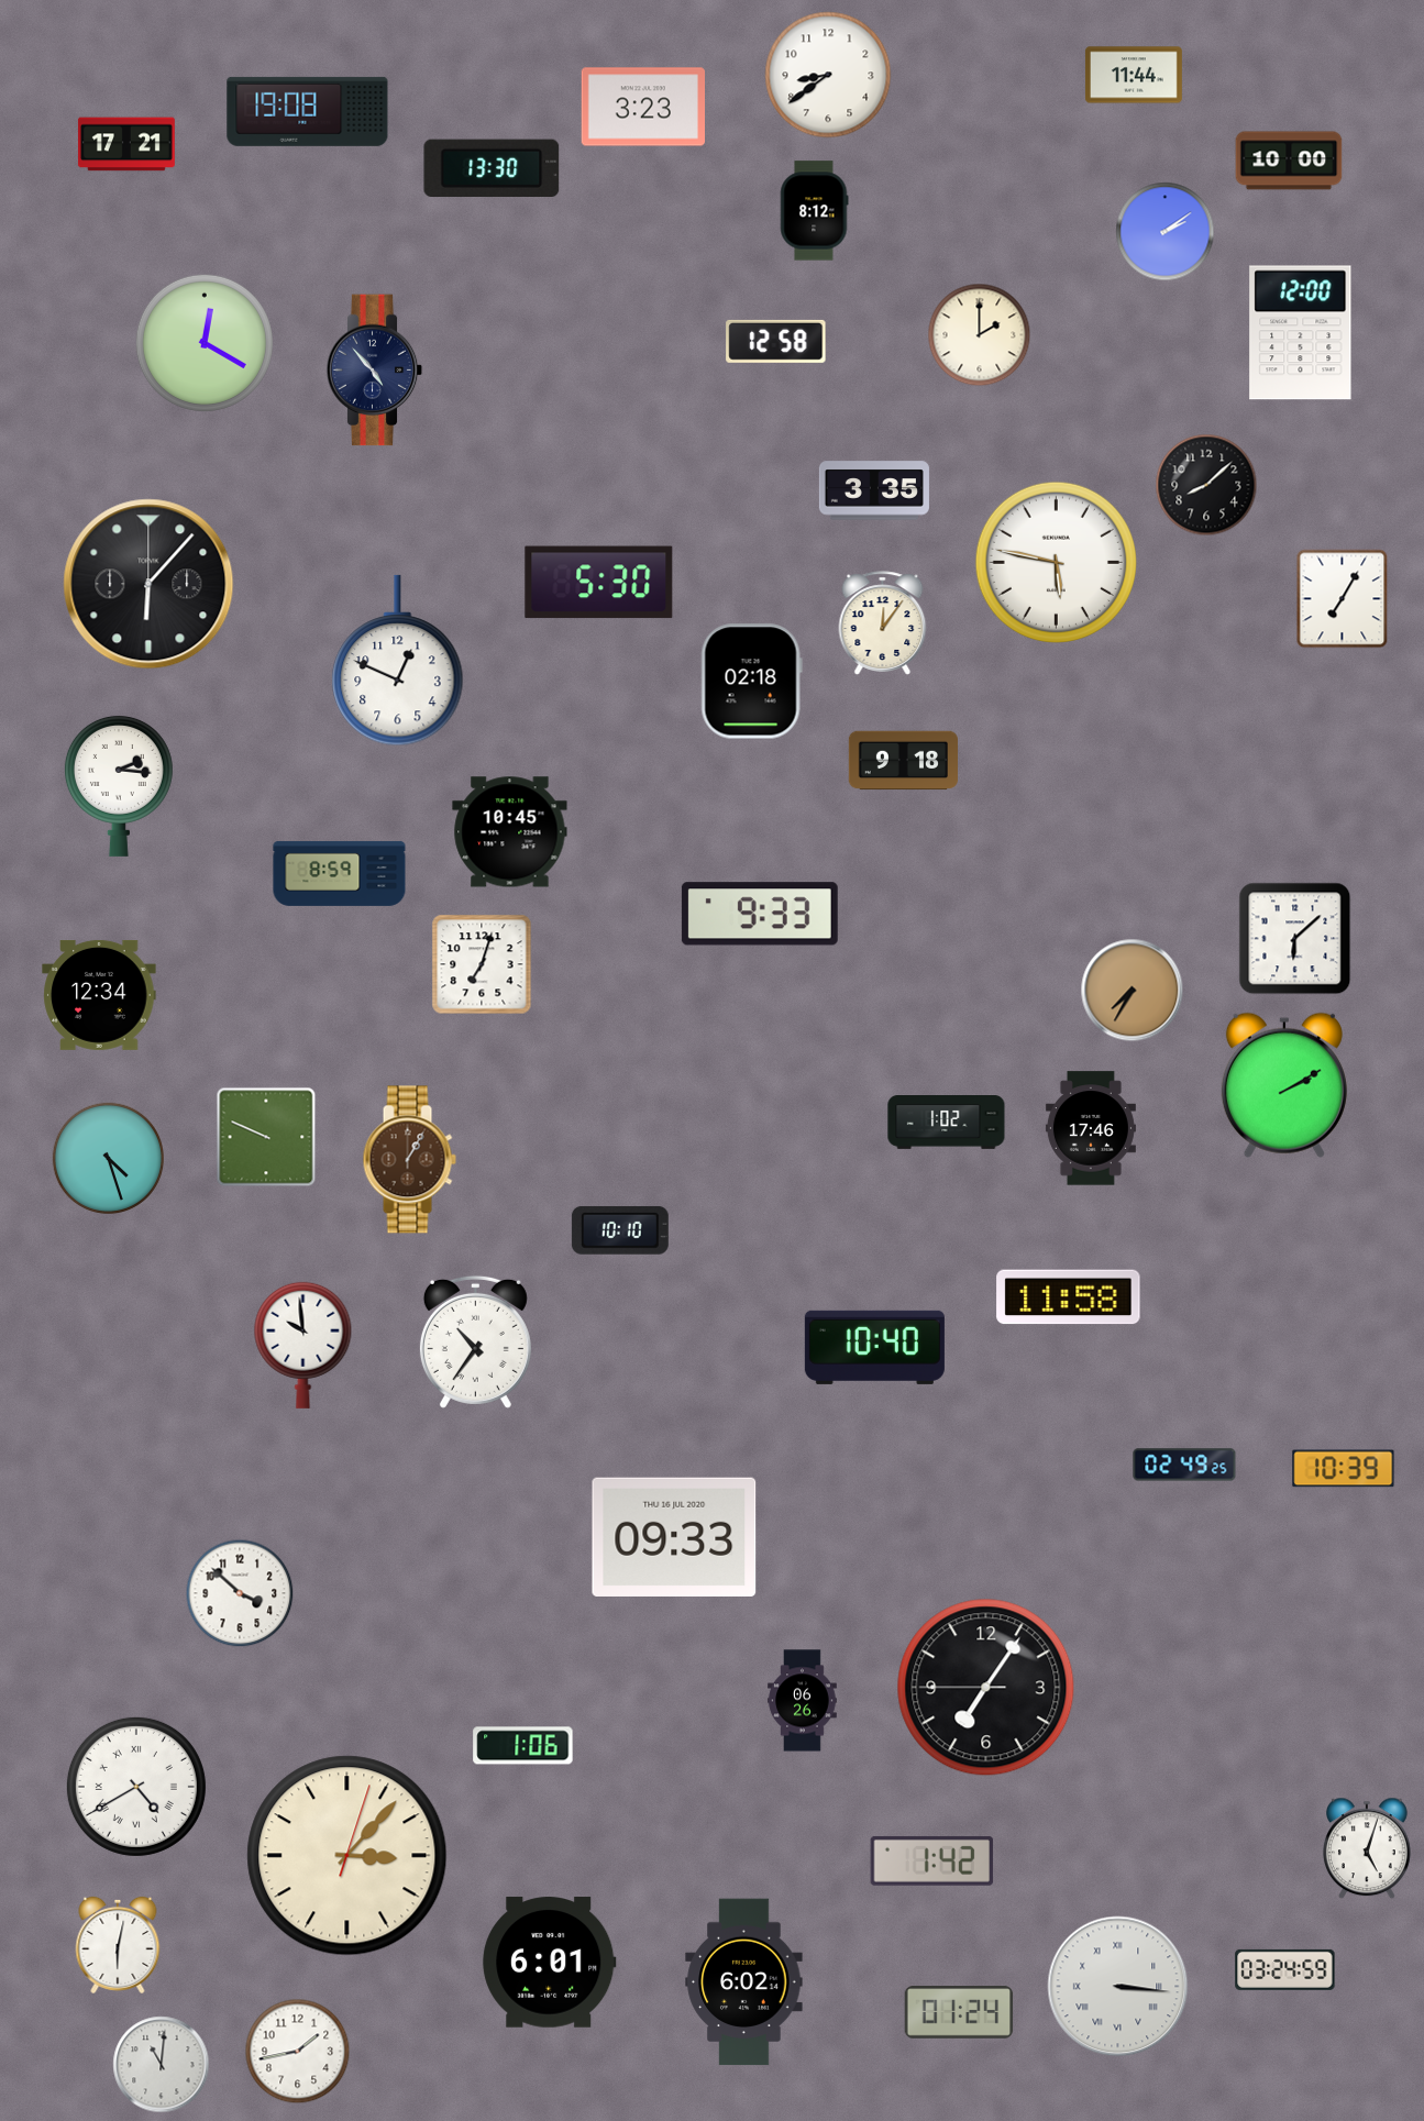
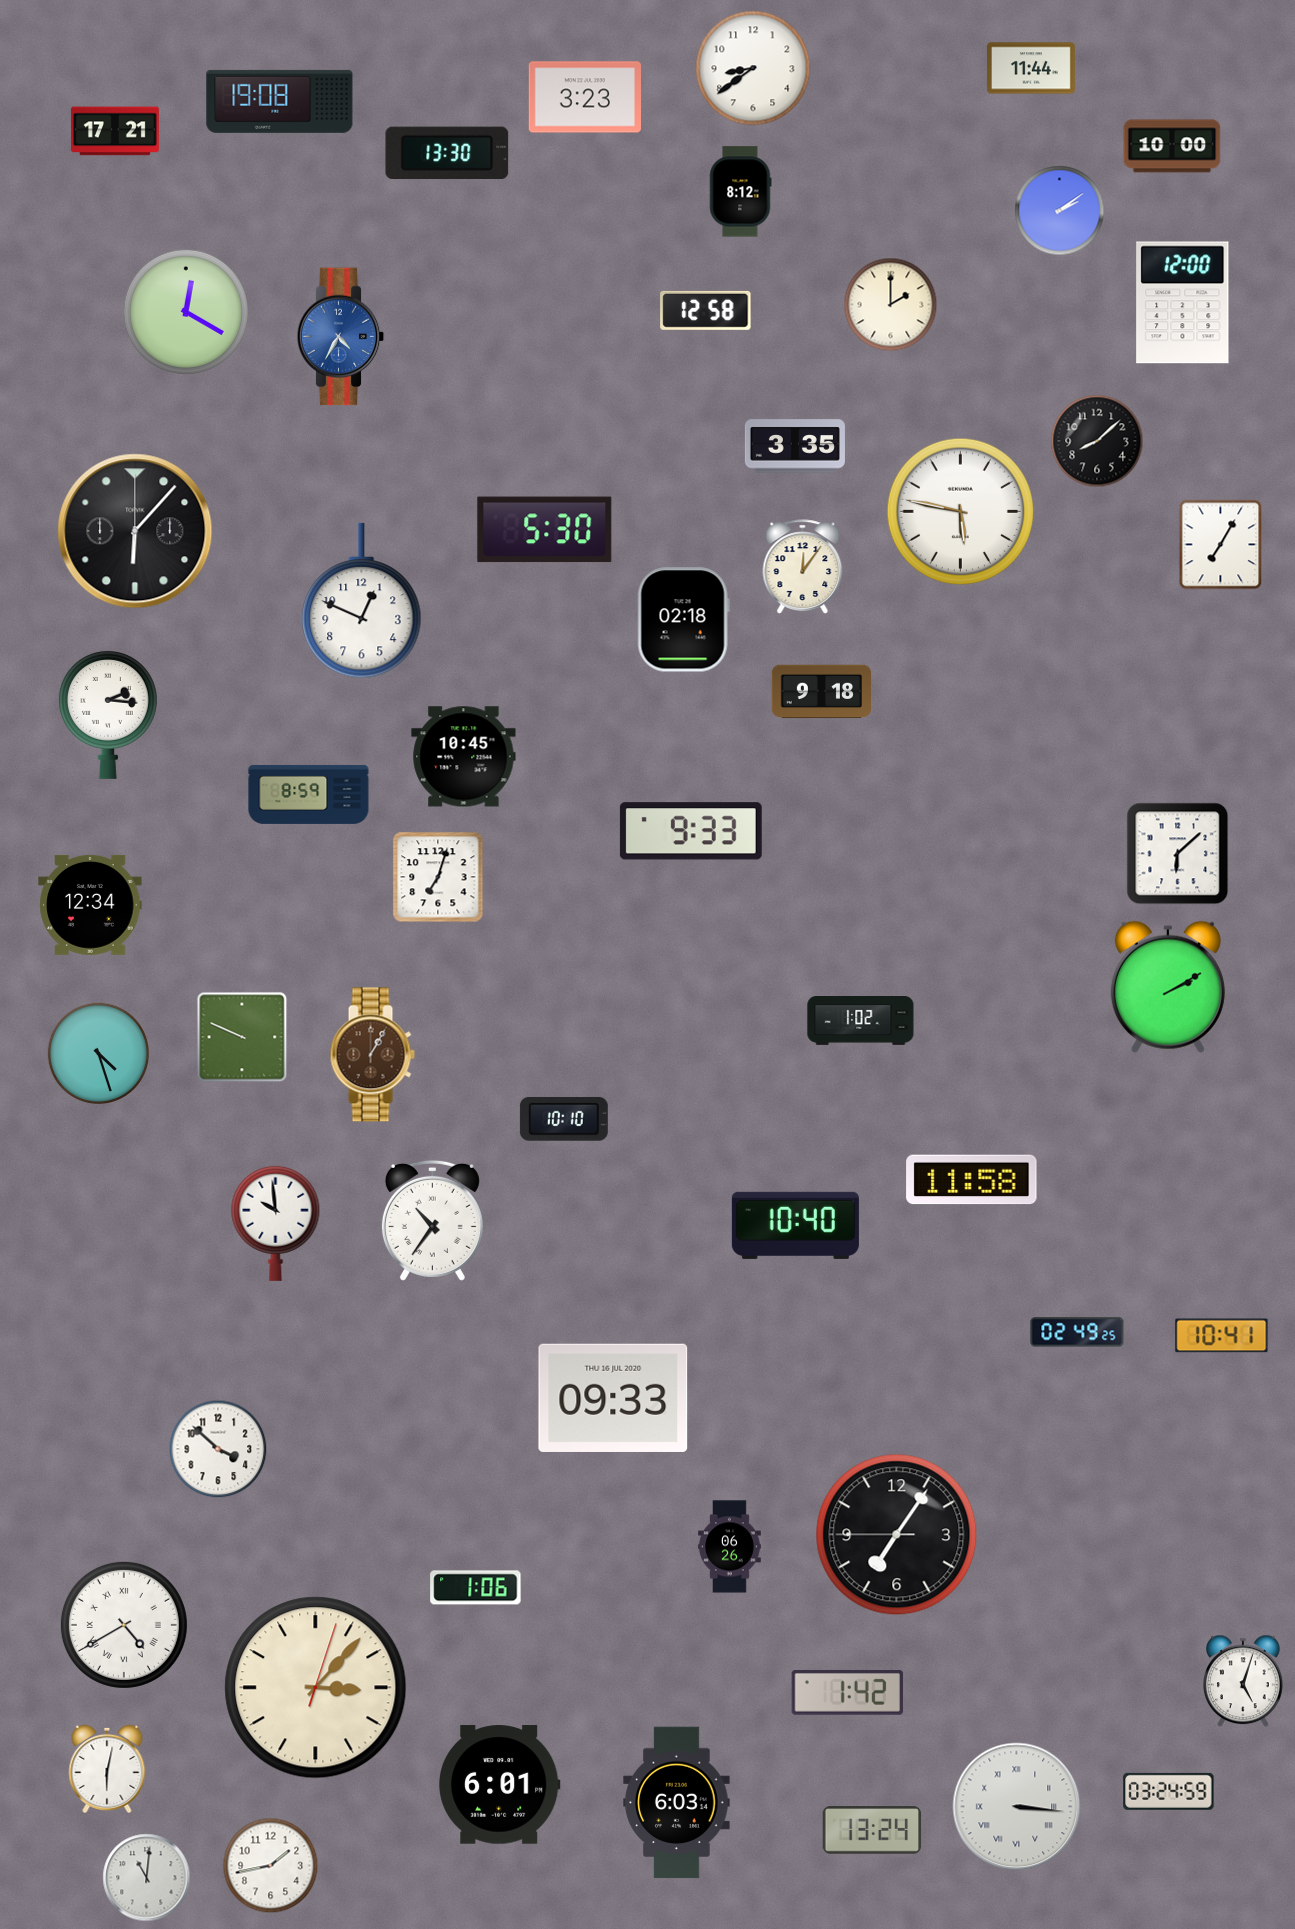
clock at (375, 371): 4:53 -> 4:35
clock at (375, 371) dial: navy -> blue
clock at (1133, 991): 7:35 -> none
clock at (1091, 1128): 17:46 -> none
clock at (266, 1137) position: (266, 1137) -> (242, 1037)
clock at (1344, 1469): 10:39 -> 10:41
clock at (744, 1982): 6:02 -> 6:03
clock at (959, 2012): 01:24 -> 13:24
